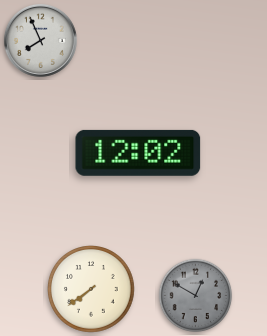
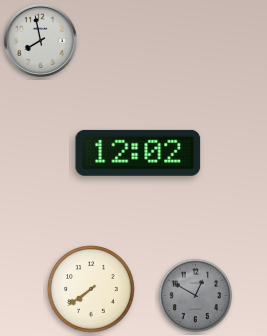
clock at (40, 40): 7:56 -> 7:58
